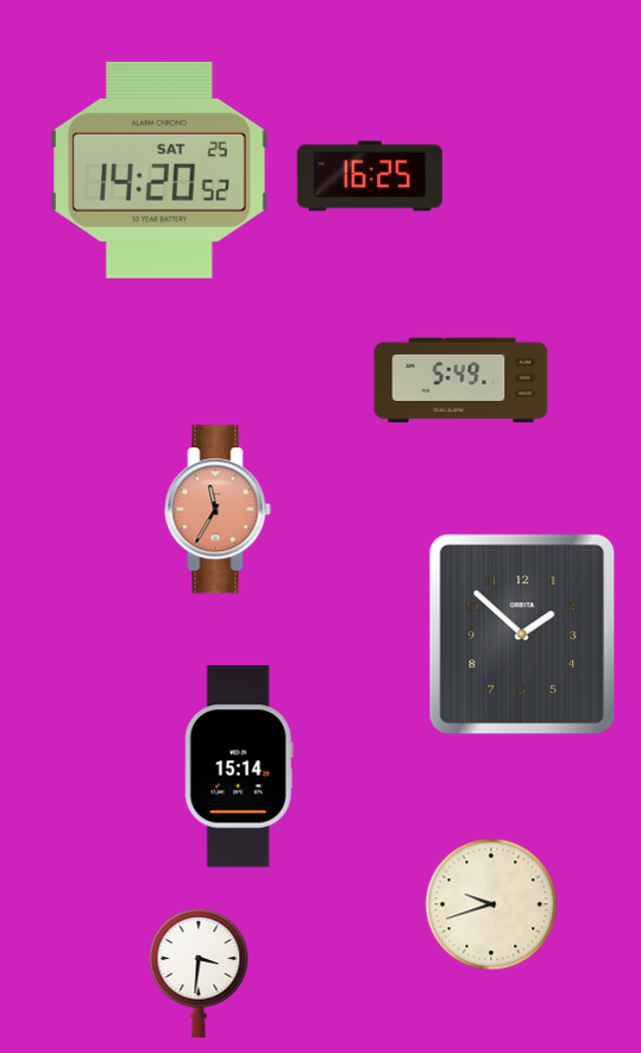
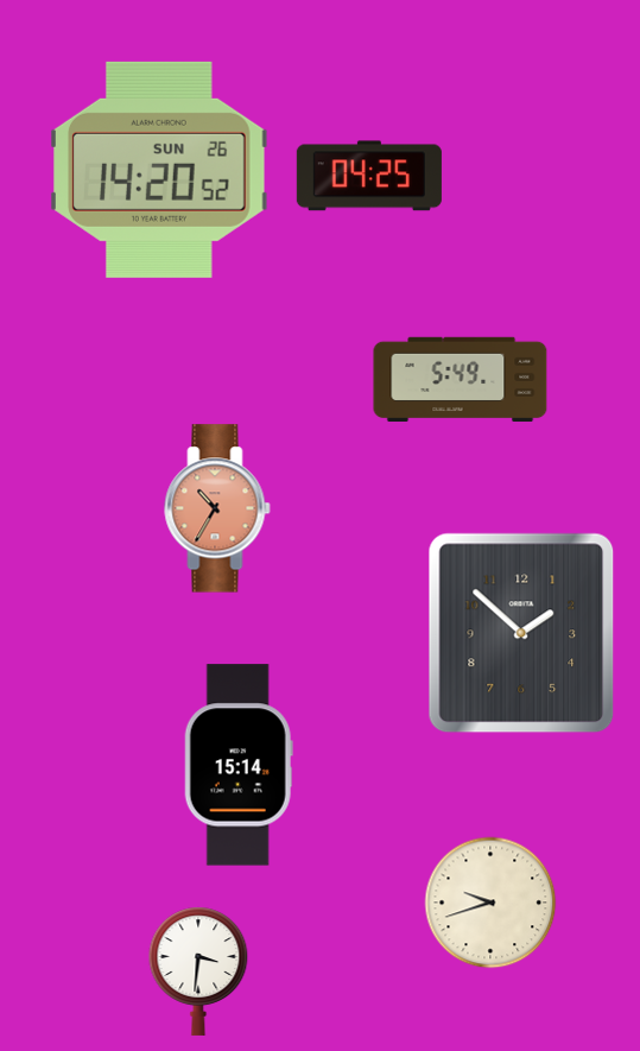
clock at (159, 170) date: SAT 25 -> SUN 26
clock at (370, 176): 16:25 -> 04:25
clock at (218, 509): 11:35 -> 10:35
